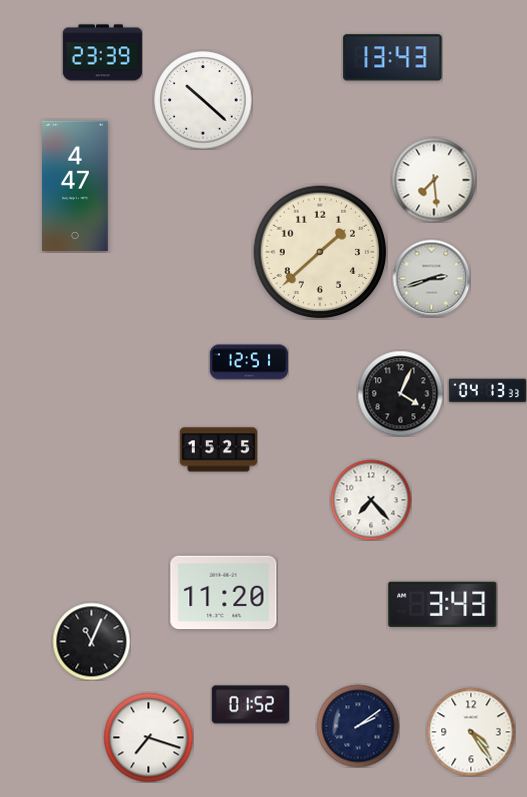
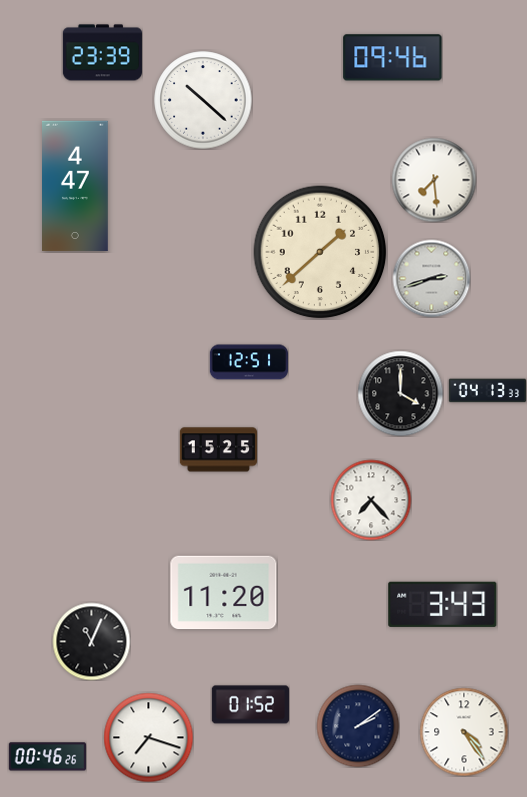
clock at (393, 58): 13:43 -> 09:46
clock at (400, 393): 4:04 -> 4:00
clock at (471, 732) position: (471, 732) -> (464, 732)
clock at (47, 757): none -> 00:46
